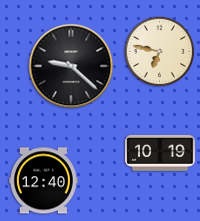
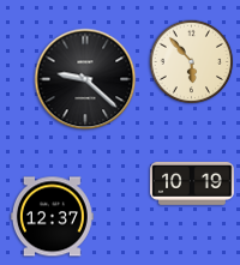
clock at (160, 52): 6:47 -> 5:53
clock at (43, 181): 12:40 -> 12:37
